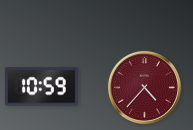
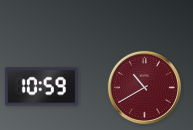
clock at (144, 87): 4:37 -> 10:40
